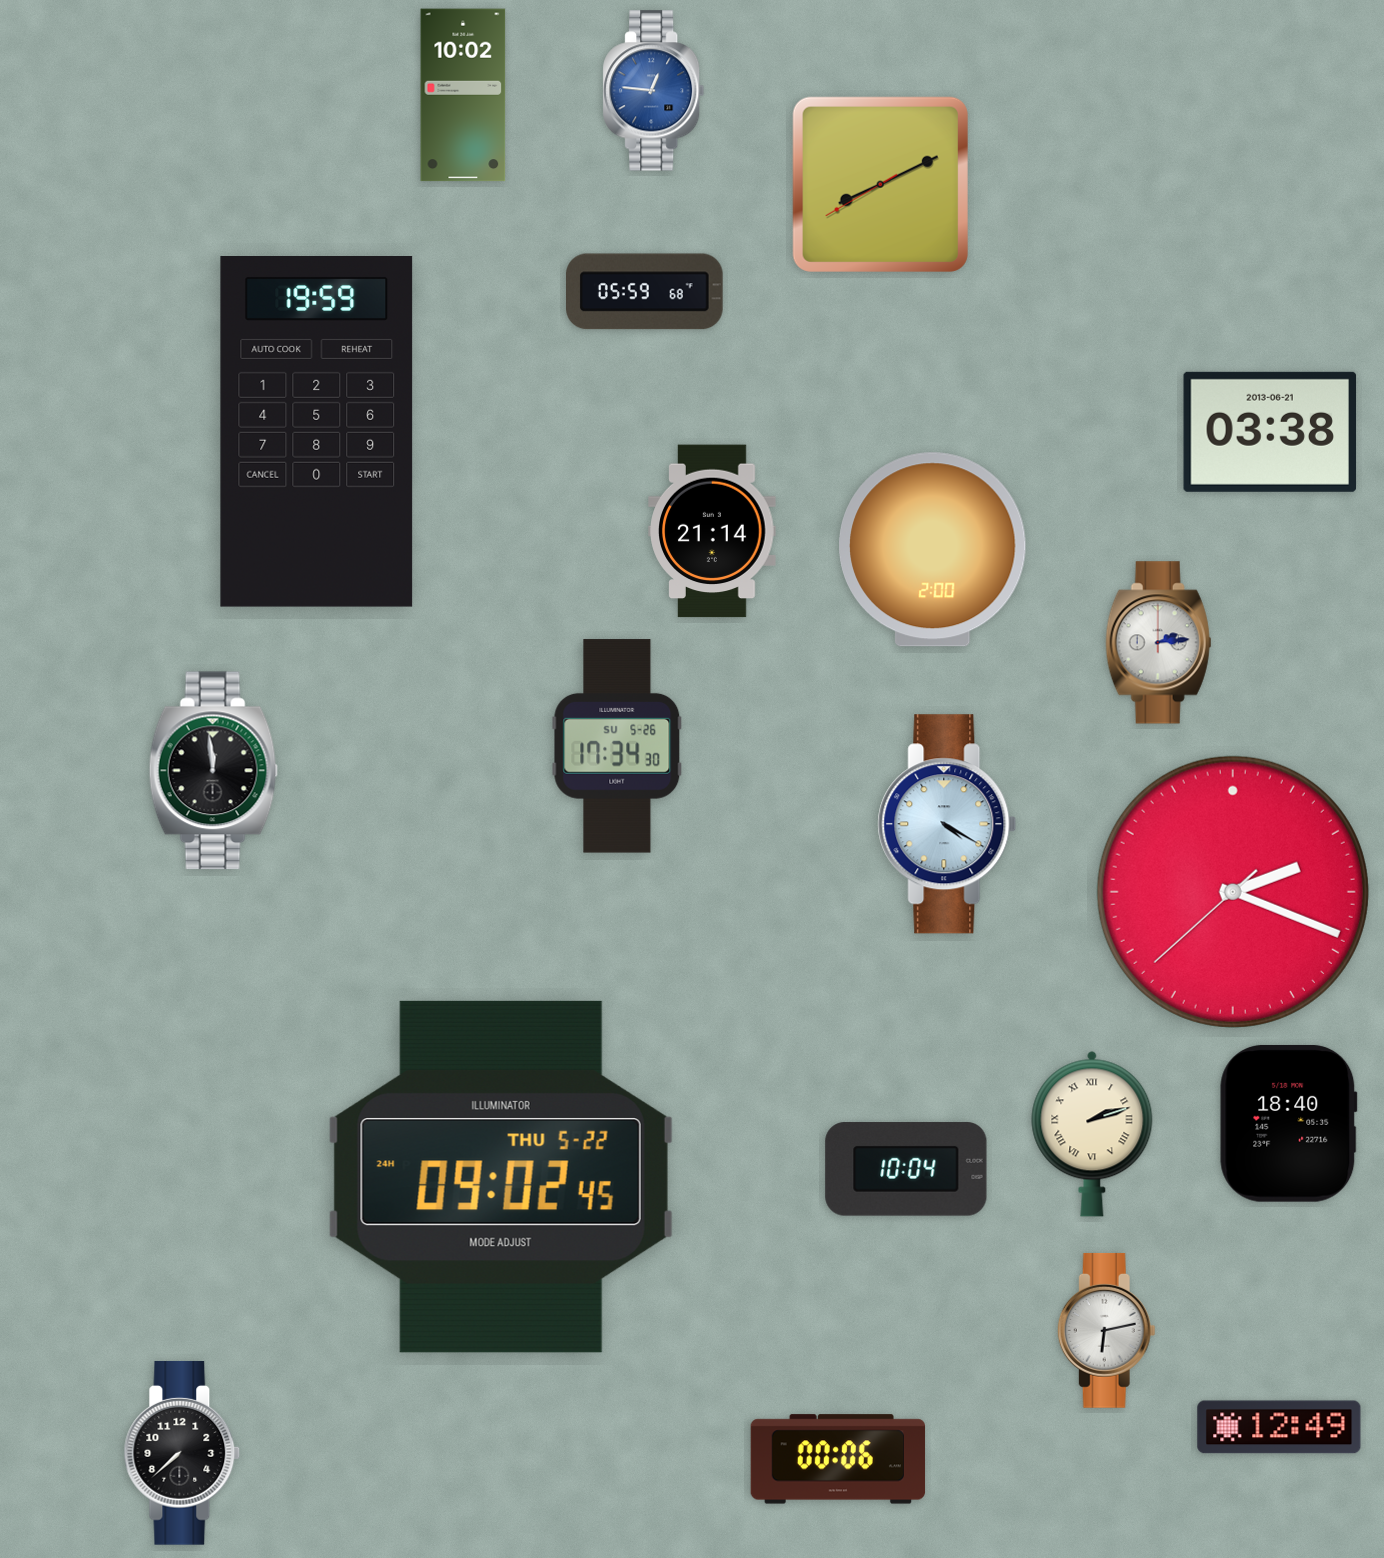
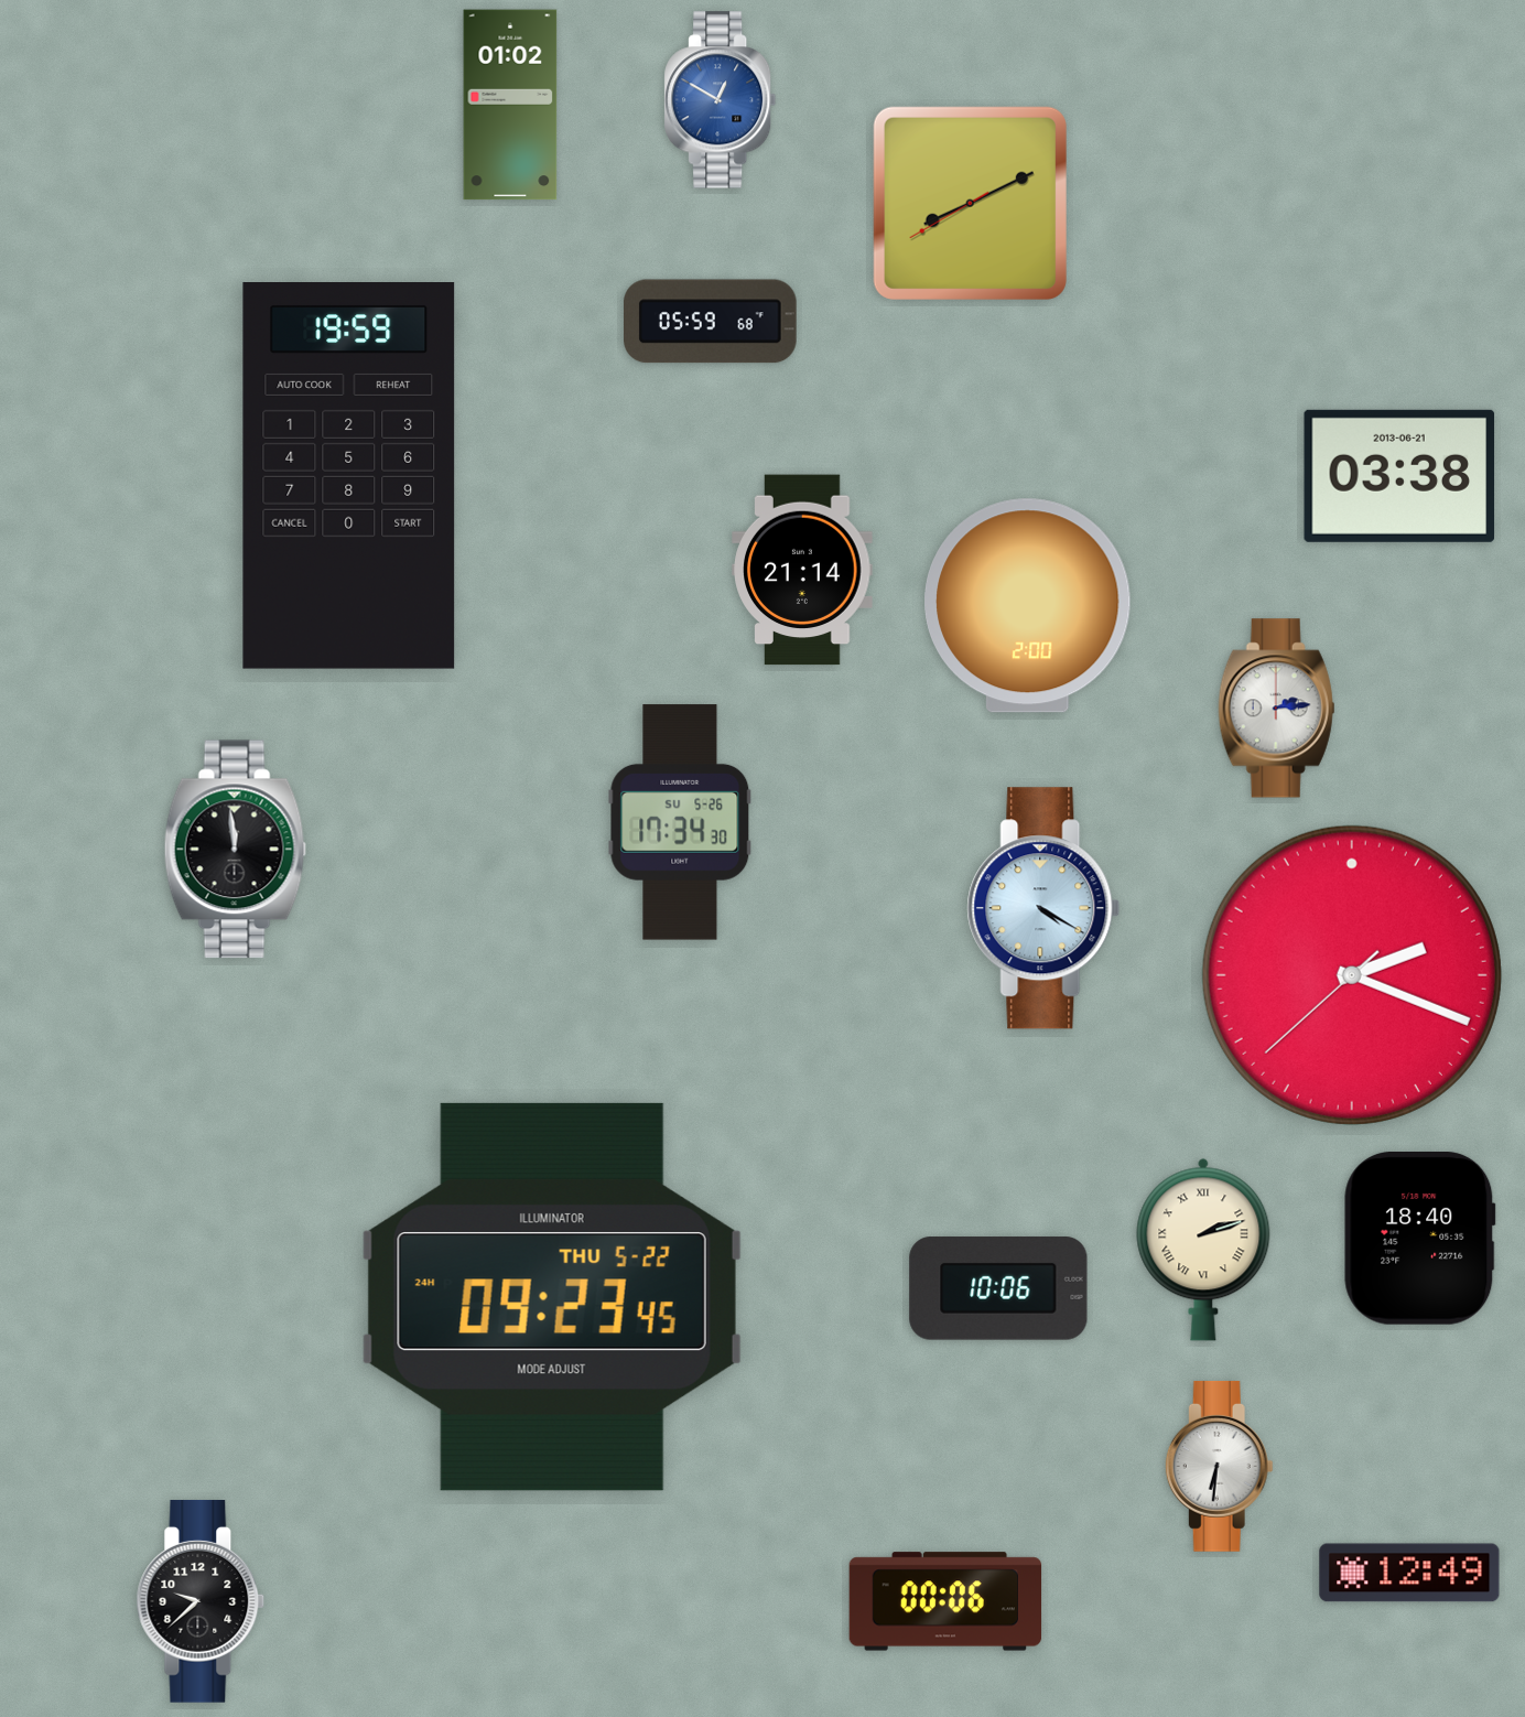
clock at (654, 91): 12:46 -> 12:50
clock at (463, 95): 10:02 -> 01:02
clock at (712, 531) position: (712, 531) -> (802, 570)
clock at (1233, 892) position: (1233, 892) -> (1352, 975)
clock at (906, 1169): 10:04 -> 10:06
clock at (501, 1177): 09:02 -> 09:23
clock at (1106, 1330): 6:13 -> 6:31
clock at (182, 1454): 7:38 -> 9:38
clock at (838, 1459) position: (838, 1459) -> (945, 1601)
